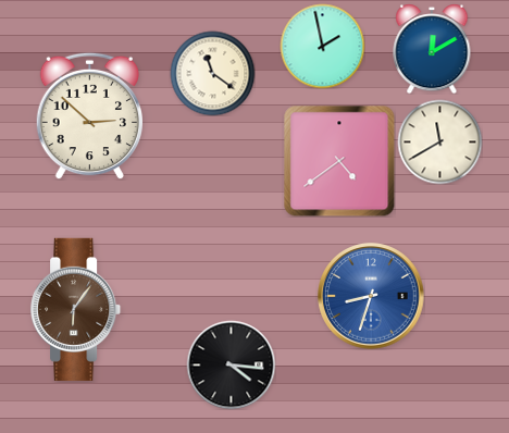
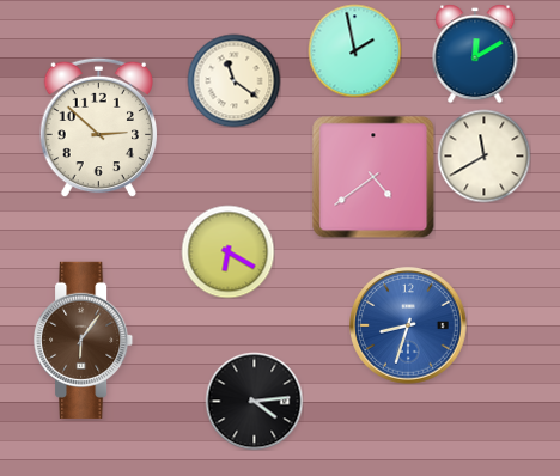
clock at (227, 251): none -> 6:20
clock at (231, 364): 4:16 -> 4:14
